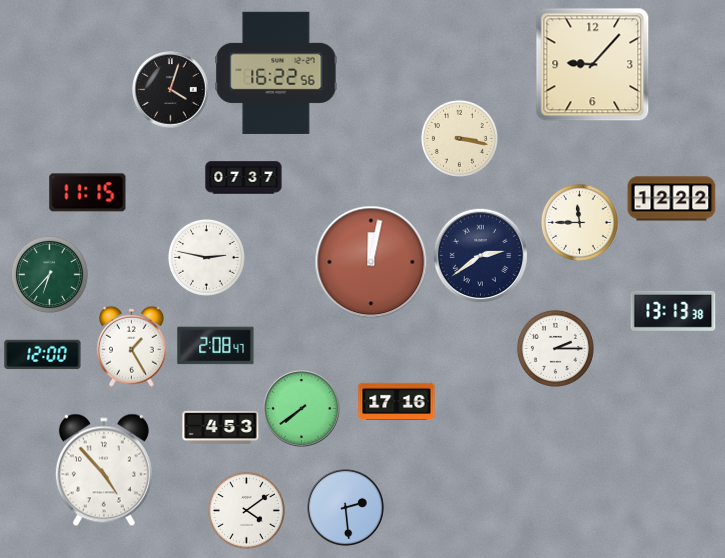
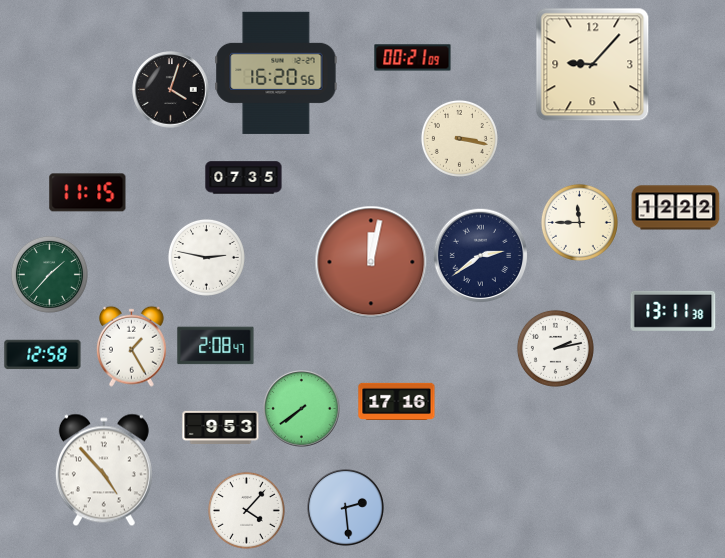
clock at (413, 58): none -> 00:21
clock at (276, 73): 16:22 -> 16:20
clock at (244, 178): 07:37 -> 07:35
clock at (672, 199) position: (672, 199) -> (676, 208)
clock at (49, 274): 6:37 -> 1:37
clock at (673, 311): 13:13 -> 13:11
clock at (555, 348): 2:15 -> 2:13
clock at (43, 355): 12:00 -> 12:58
clock at (221, 427): 4:53 -> 9:53
clock at (246, 510): 4:09 -> 4:07
